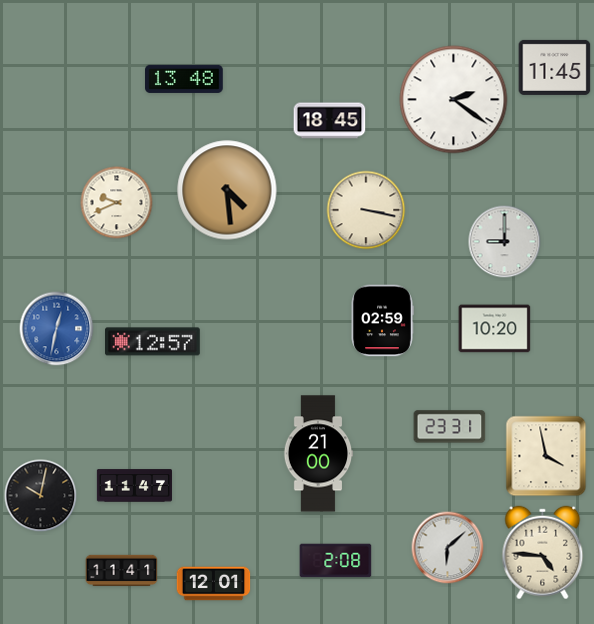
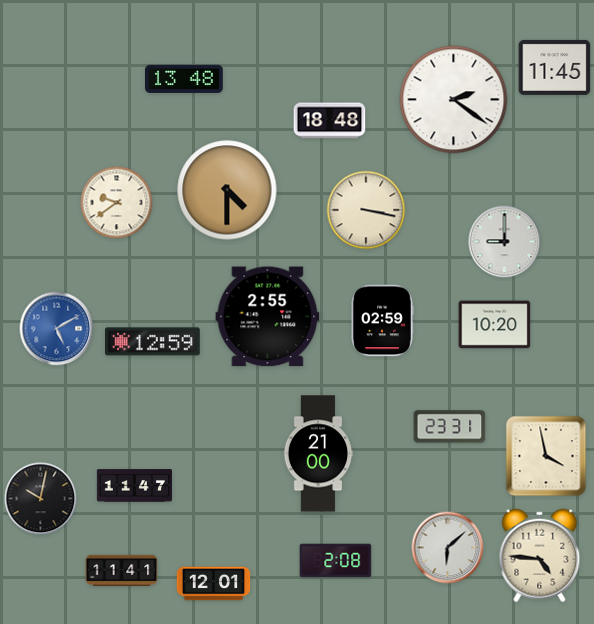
clock at (330, 121): 18:45 -> 18:48
clock at (227, 190): 4:29 -> 4:30
clock at (117, 203): 9:41 -> 9:39
clock at (268, 317): none -> 2:55
clock at (57, 329): 12:32 -> 5:10
clock at (495, 329) position: (495, 329) -> (495, 325)
clock at (153, 342): 12:57 -> 12:59
clock at (41, 496) position: (41, 496) -> (41, 499)
clock at (543, 553) position: (543, 553) -> (540, 556)
